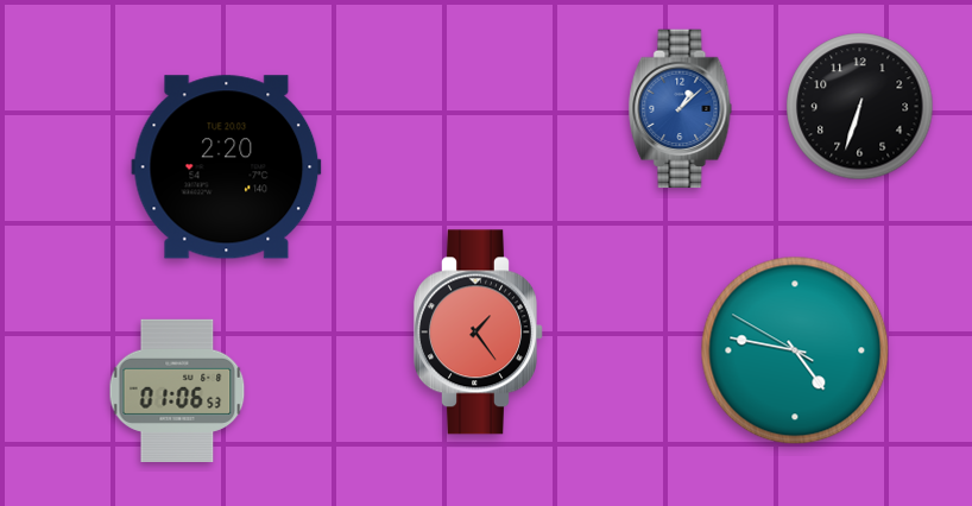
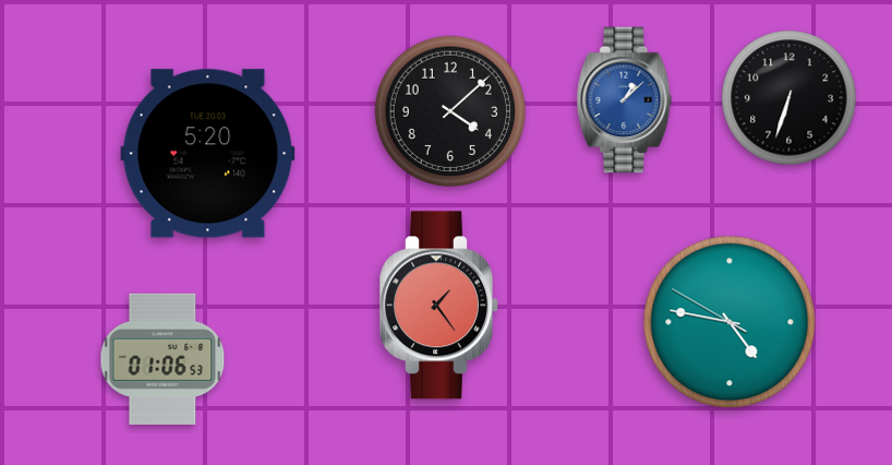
clock at (450, 111): none -> 4:08
clock at (227, 167): 2:20 -> 5:20
